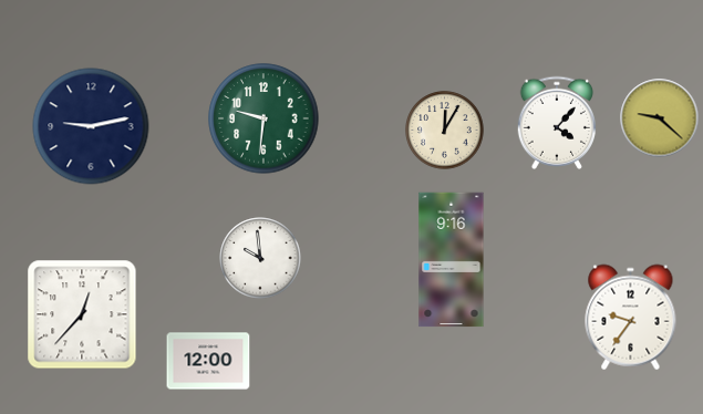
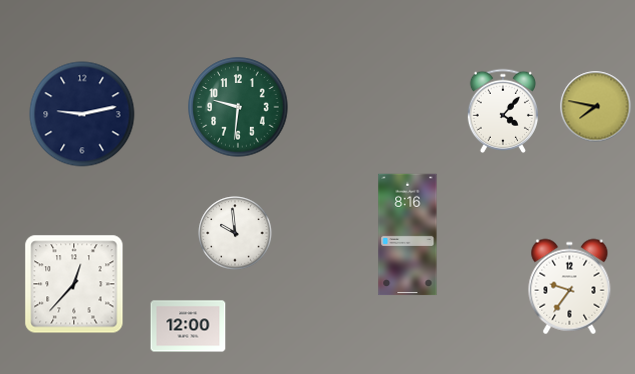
clock at (660, 118): 9:22 -> 7:47
clock at (445, 131): 12:05 -> none
clock at (452, 260): 9:16 -> 8:16
